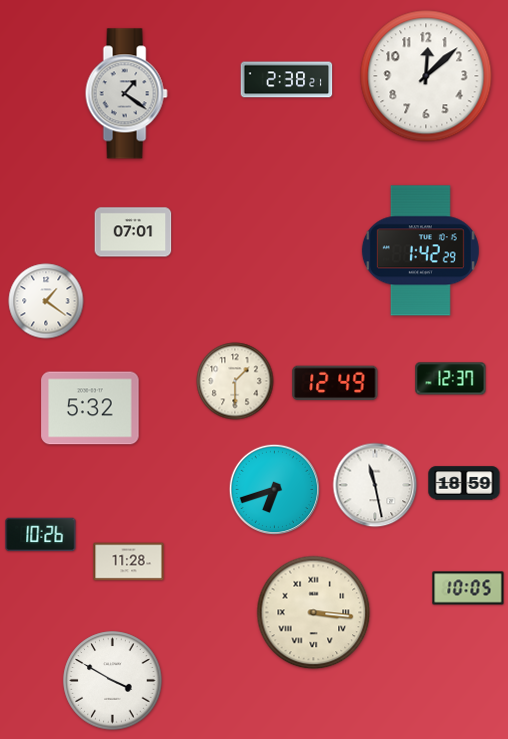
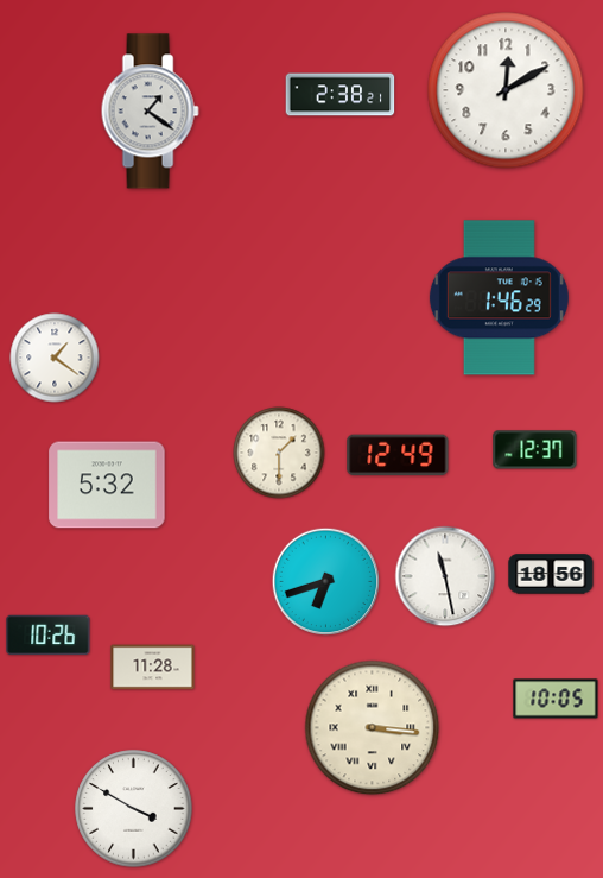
clock at (426, 76): 12:08 -> 12:10
clock at (133, 232): 07:01 -> none
clock at (420, 251): 1:42 -> 1:46
clock at (464, 483): 18:59 -> 18:56
